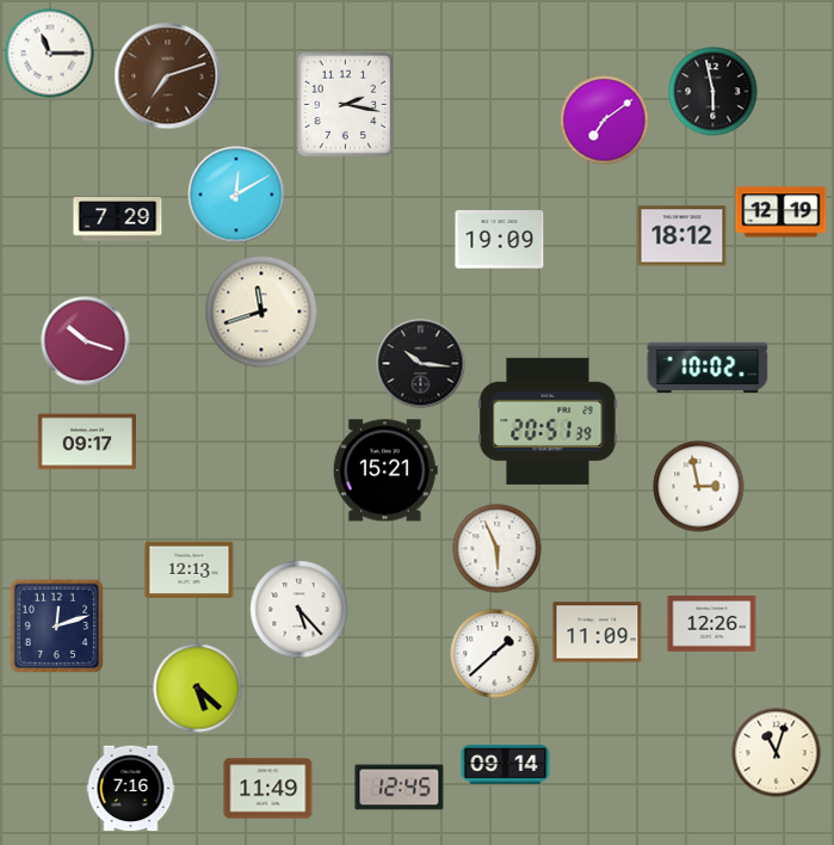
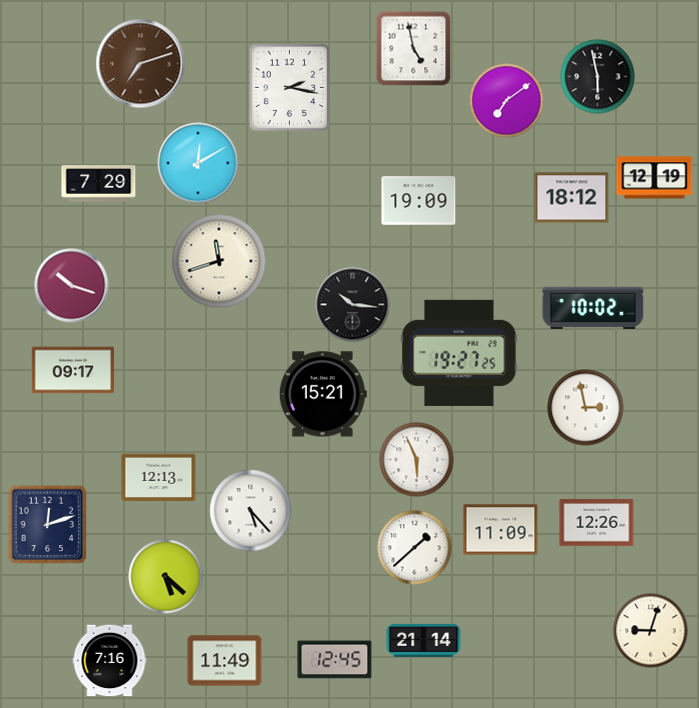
clock at (50, 54): 11:15 -> none
clock at (414, 49): none -> 4:58
clock at (548, 421): 20:51 -> 19:27
clock at (777, 753): 11:03 -> 9:03
clock at (506, 764): 09:14 -> 21:14
